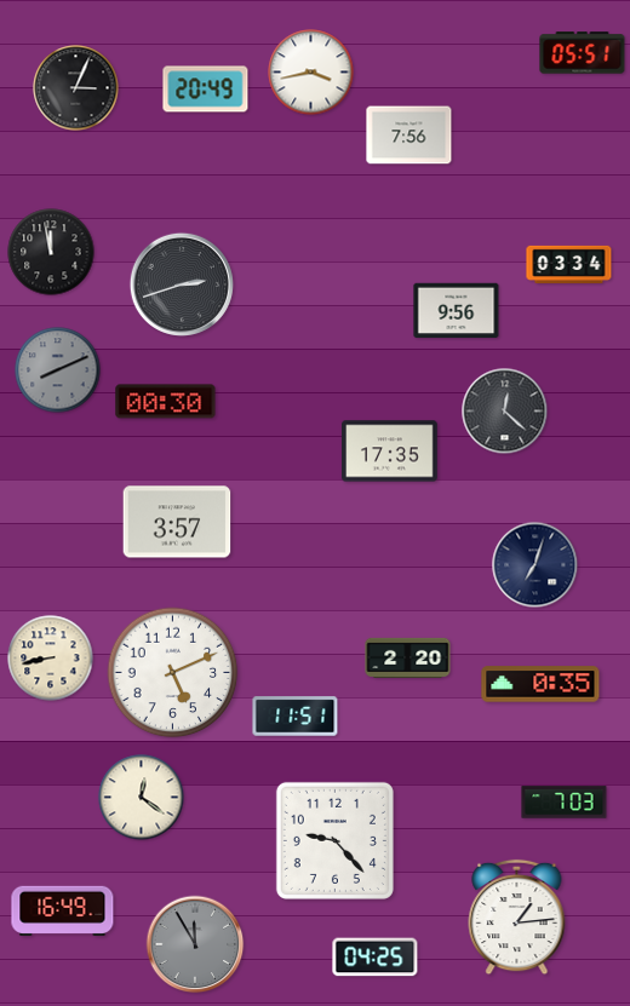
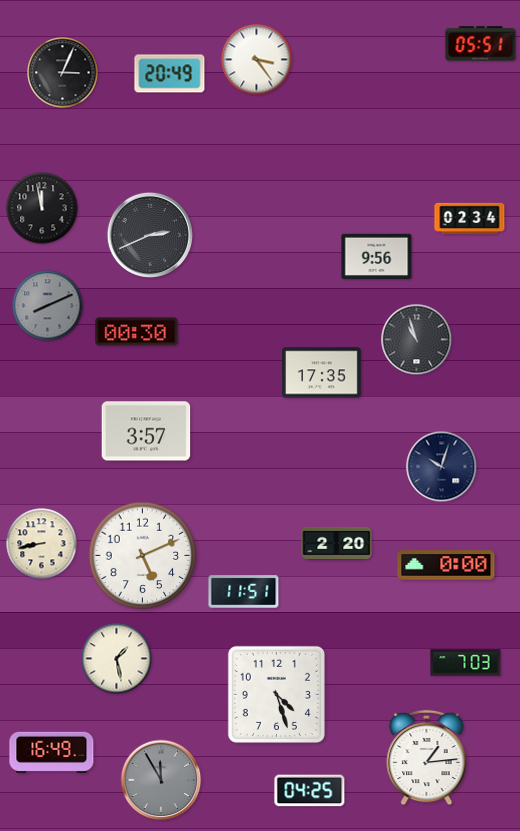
clock at (311, 73): 3:43 -> 3:24
clock at (409, 136): 7:56 -> none
clock at (569, 264): 03:34 -> 02:34
clock at (182, 284): 2:42 -> 2:41
clock at (505, 412): 12:22 -> 10:57
clock at (535, 565): 7:03 -> 10:03
clock at (540, 684): 0:35 -> 0:00
clock at (142, 798): 12:21 -> 1:28
clock at (334, 840): 9:23 -> 4:27
